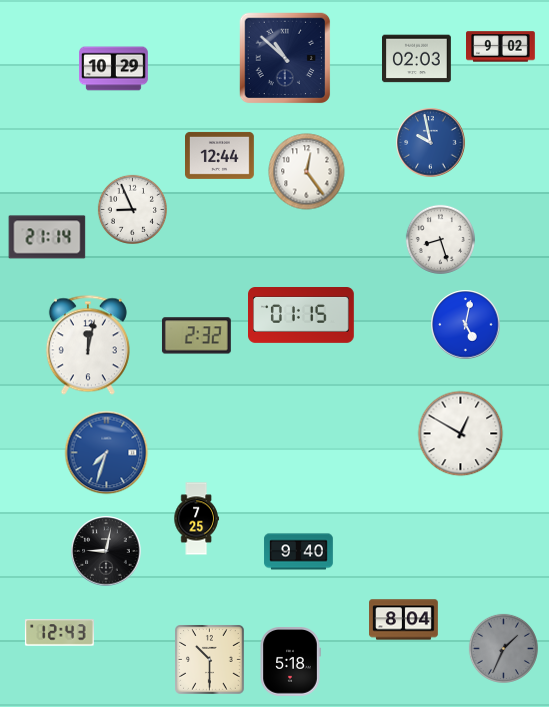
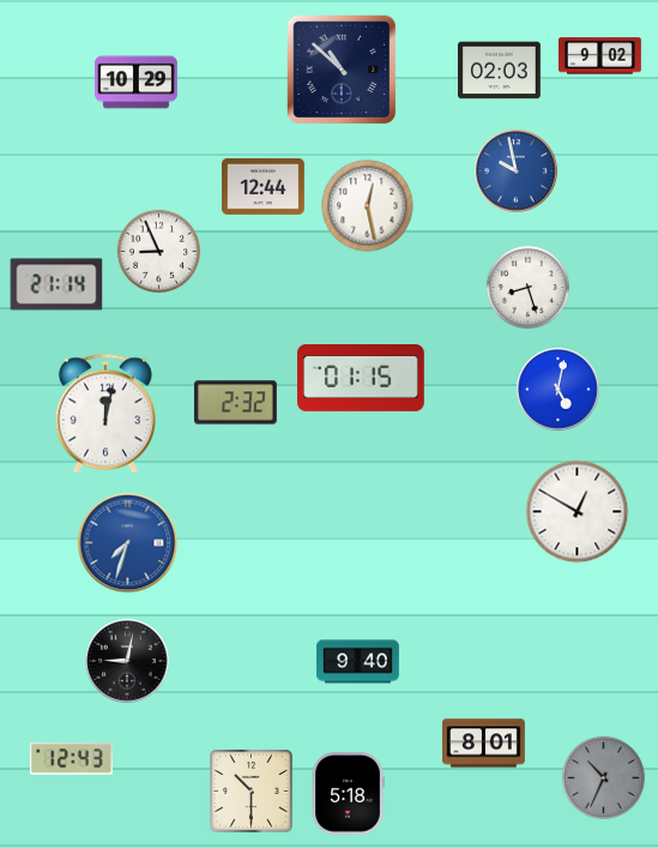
clock at (307, 172): 12:24 -> 12:28
clock at (461, 434) position: (461, 434) -> (578, 512)
clock at (196, 519): 7:25 -> none
clock at (404, 620): 8:04 -> 8:01
clock at (503, 648): 1:34 -> 10:34
